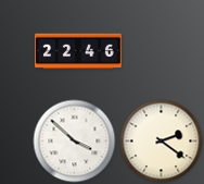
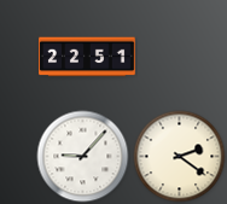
clock at (79, 51): 22:46 -> 22:51
clock at (75, 142): 3:52 -> 9:07
